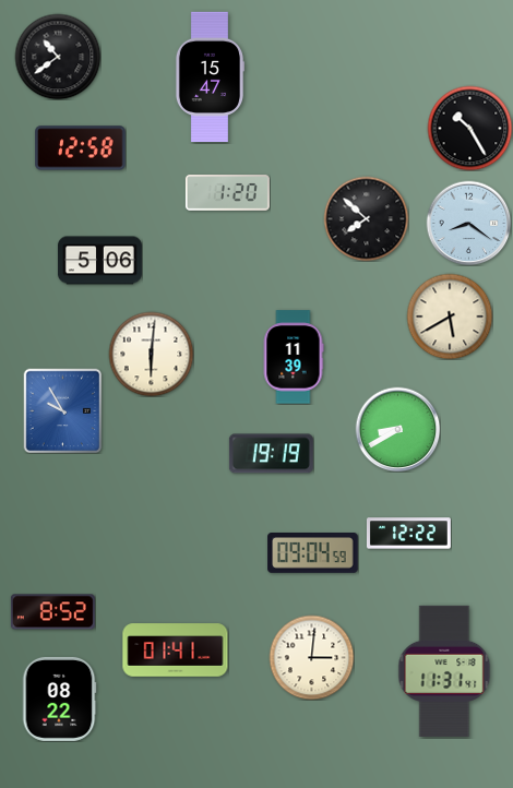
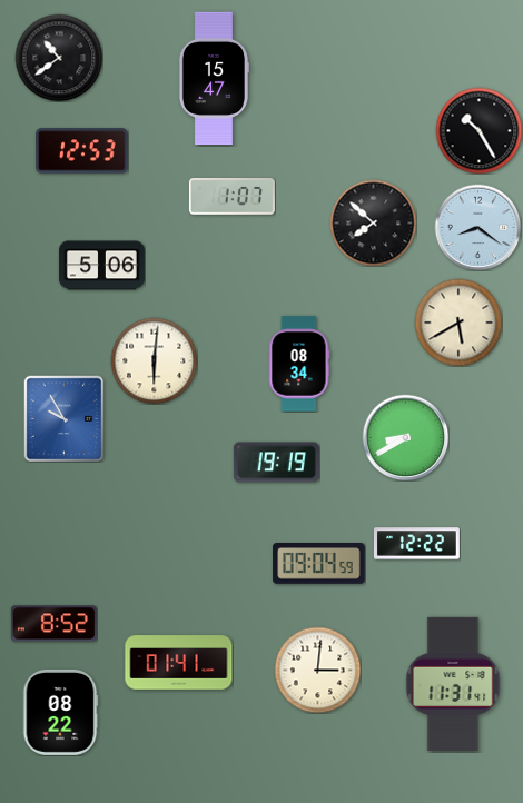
clock at (81, 148): 12:58 -> 12:53
clock at (227, 193): 1:20 -> 1:07
clock at (294, 357): 11:39 -> 08:34
